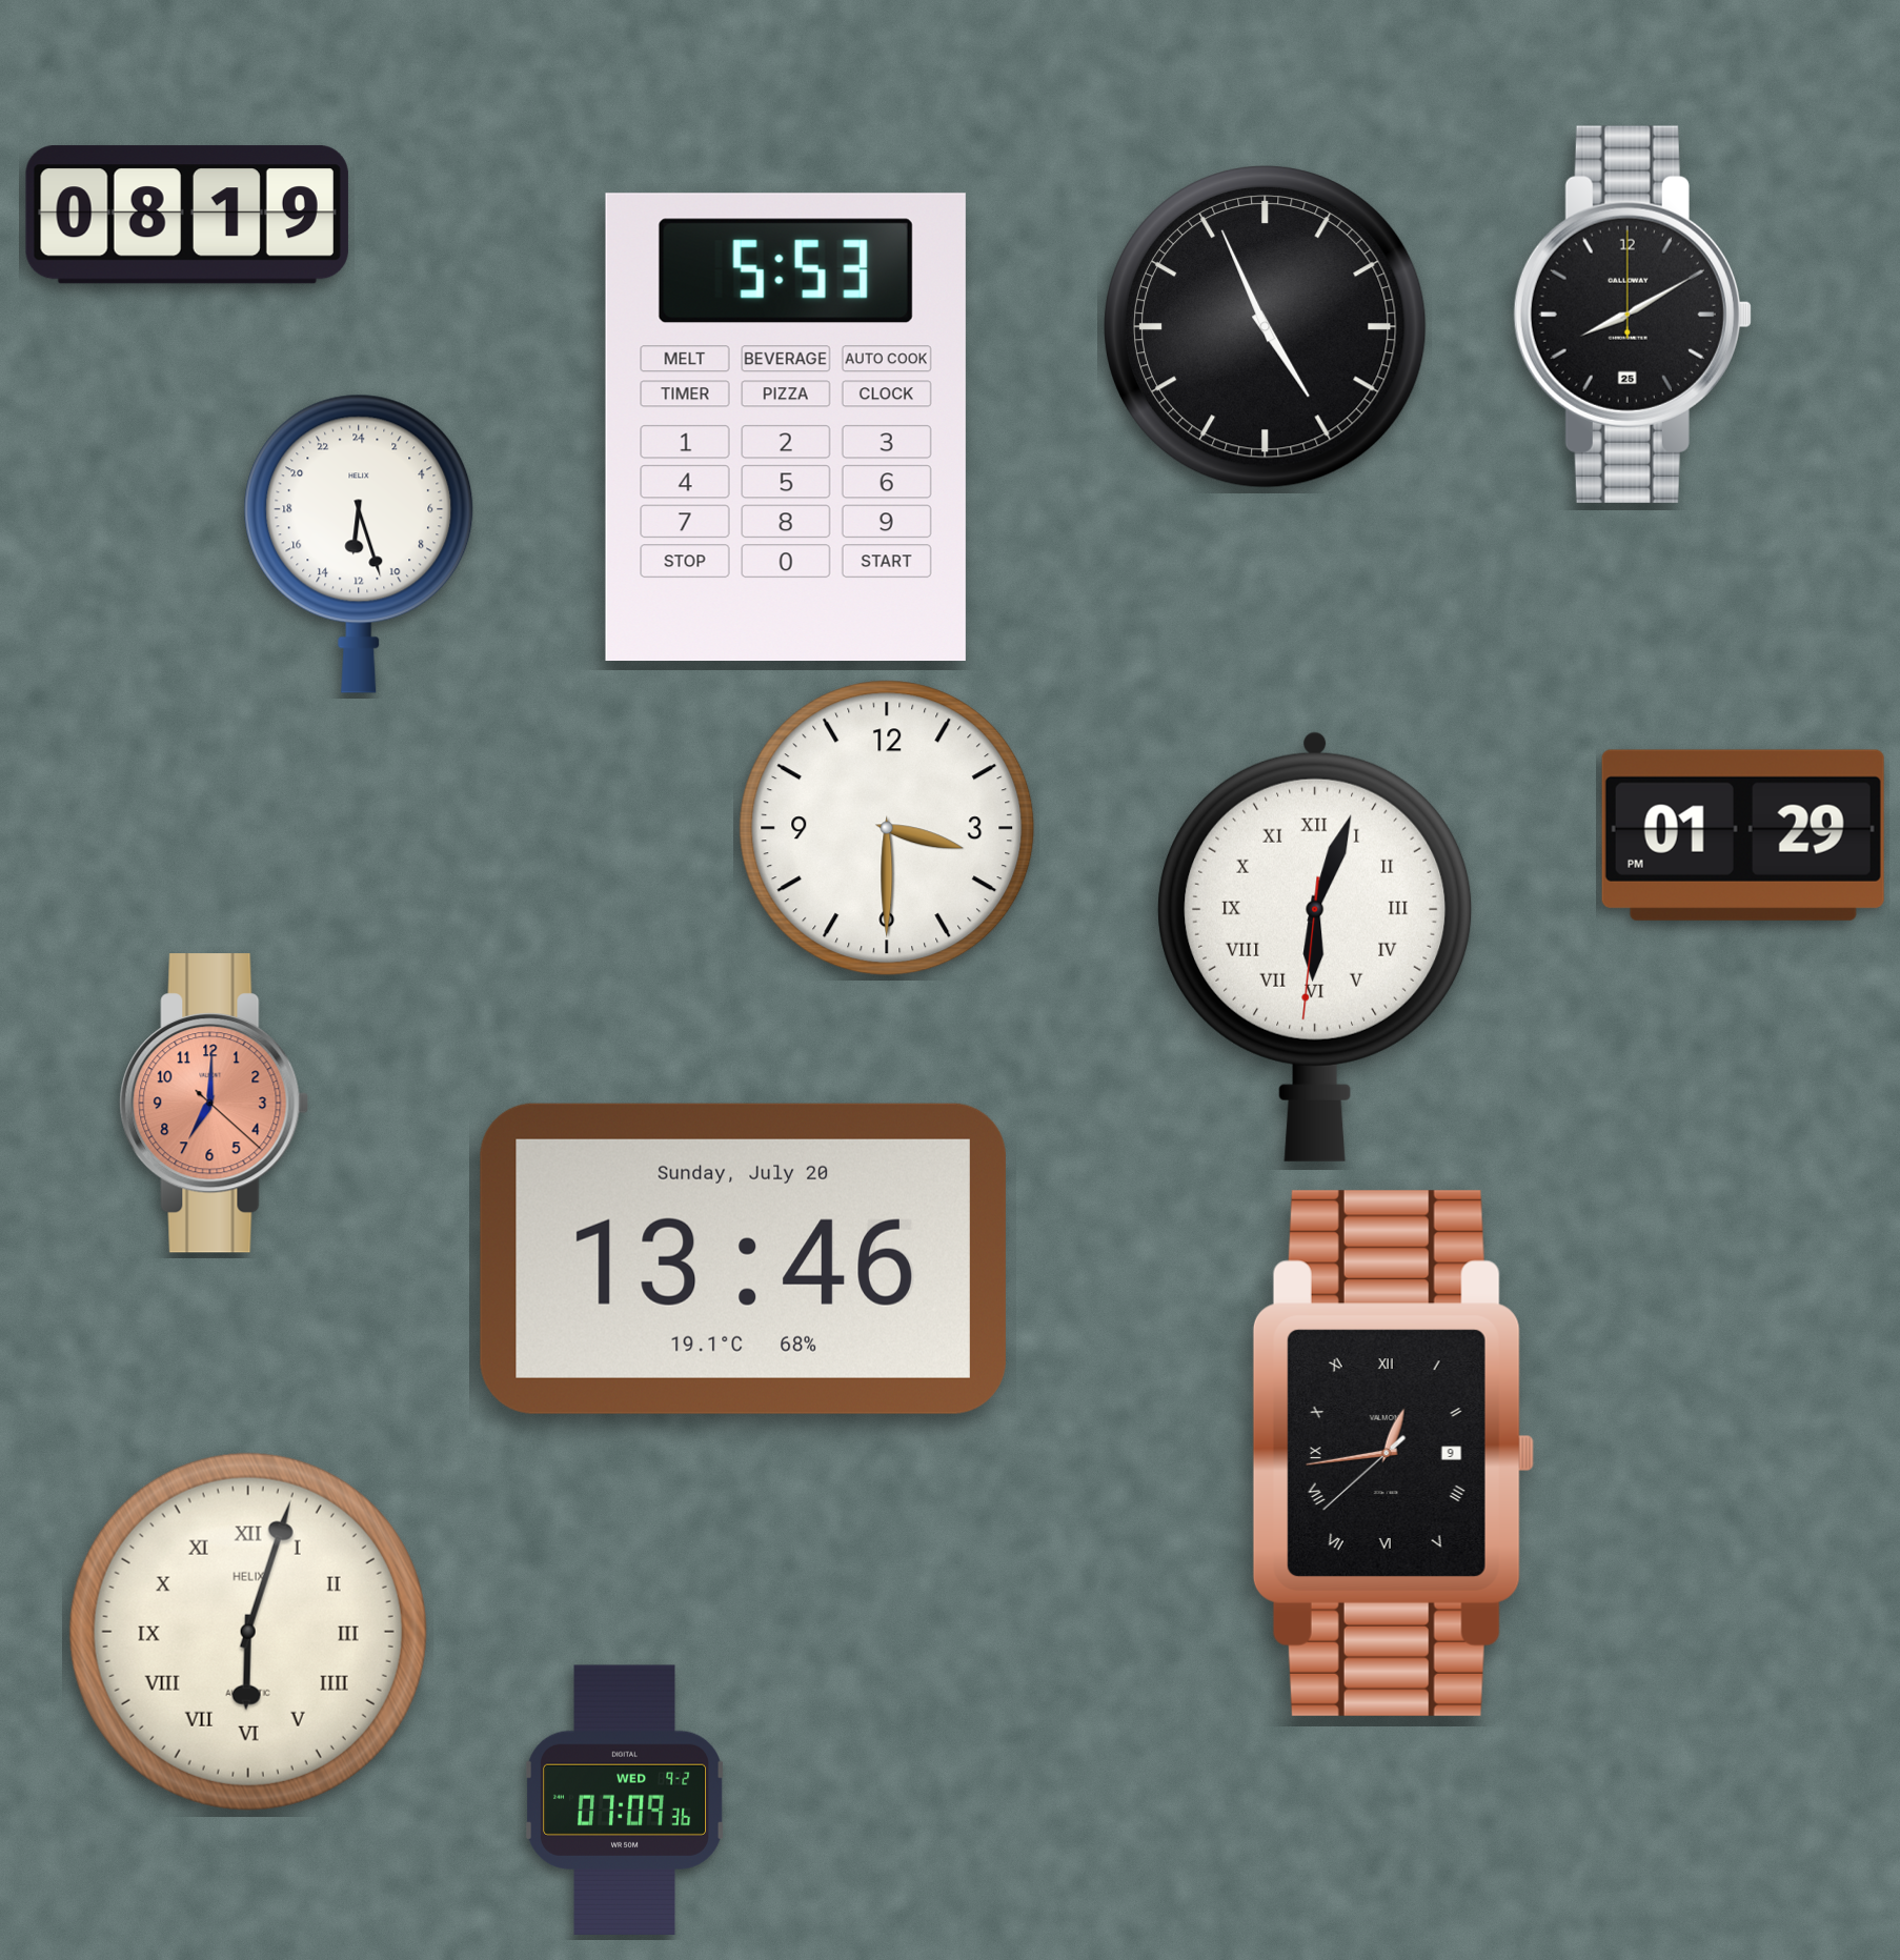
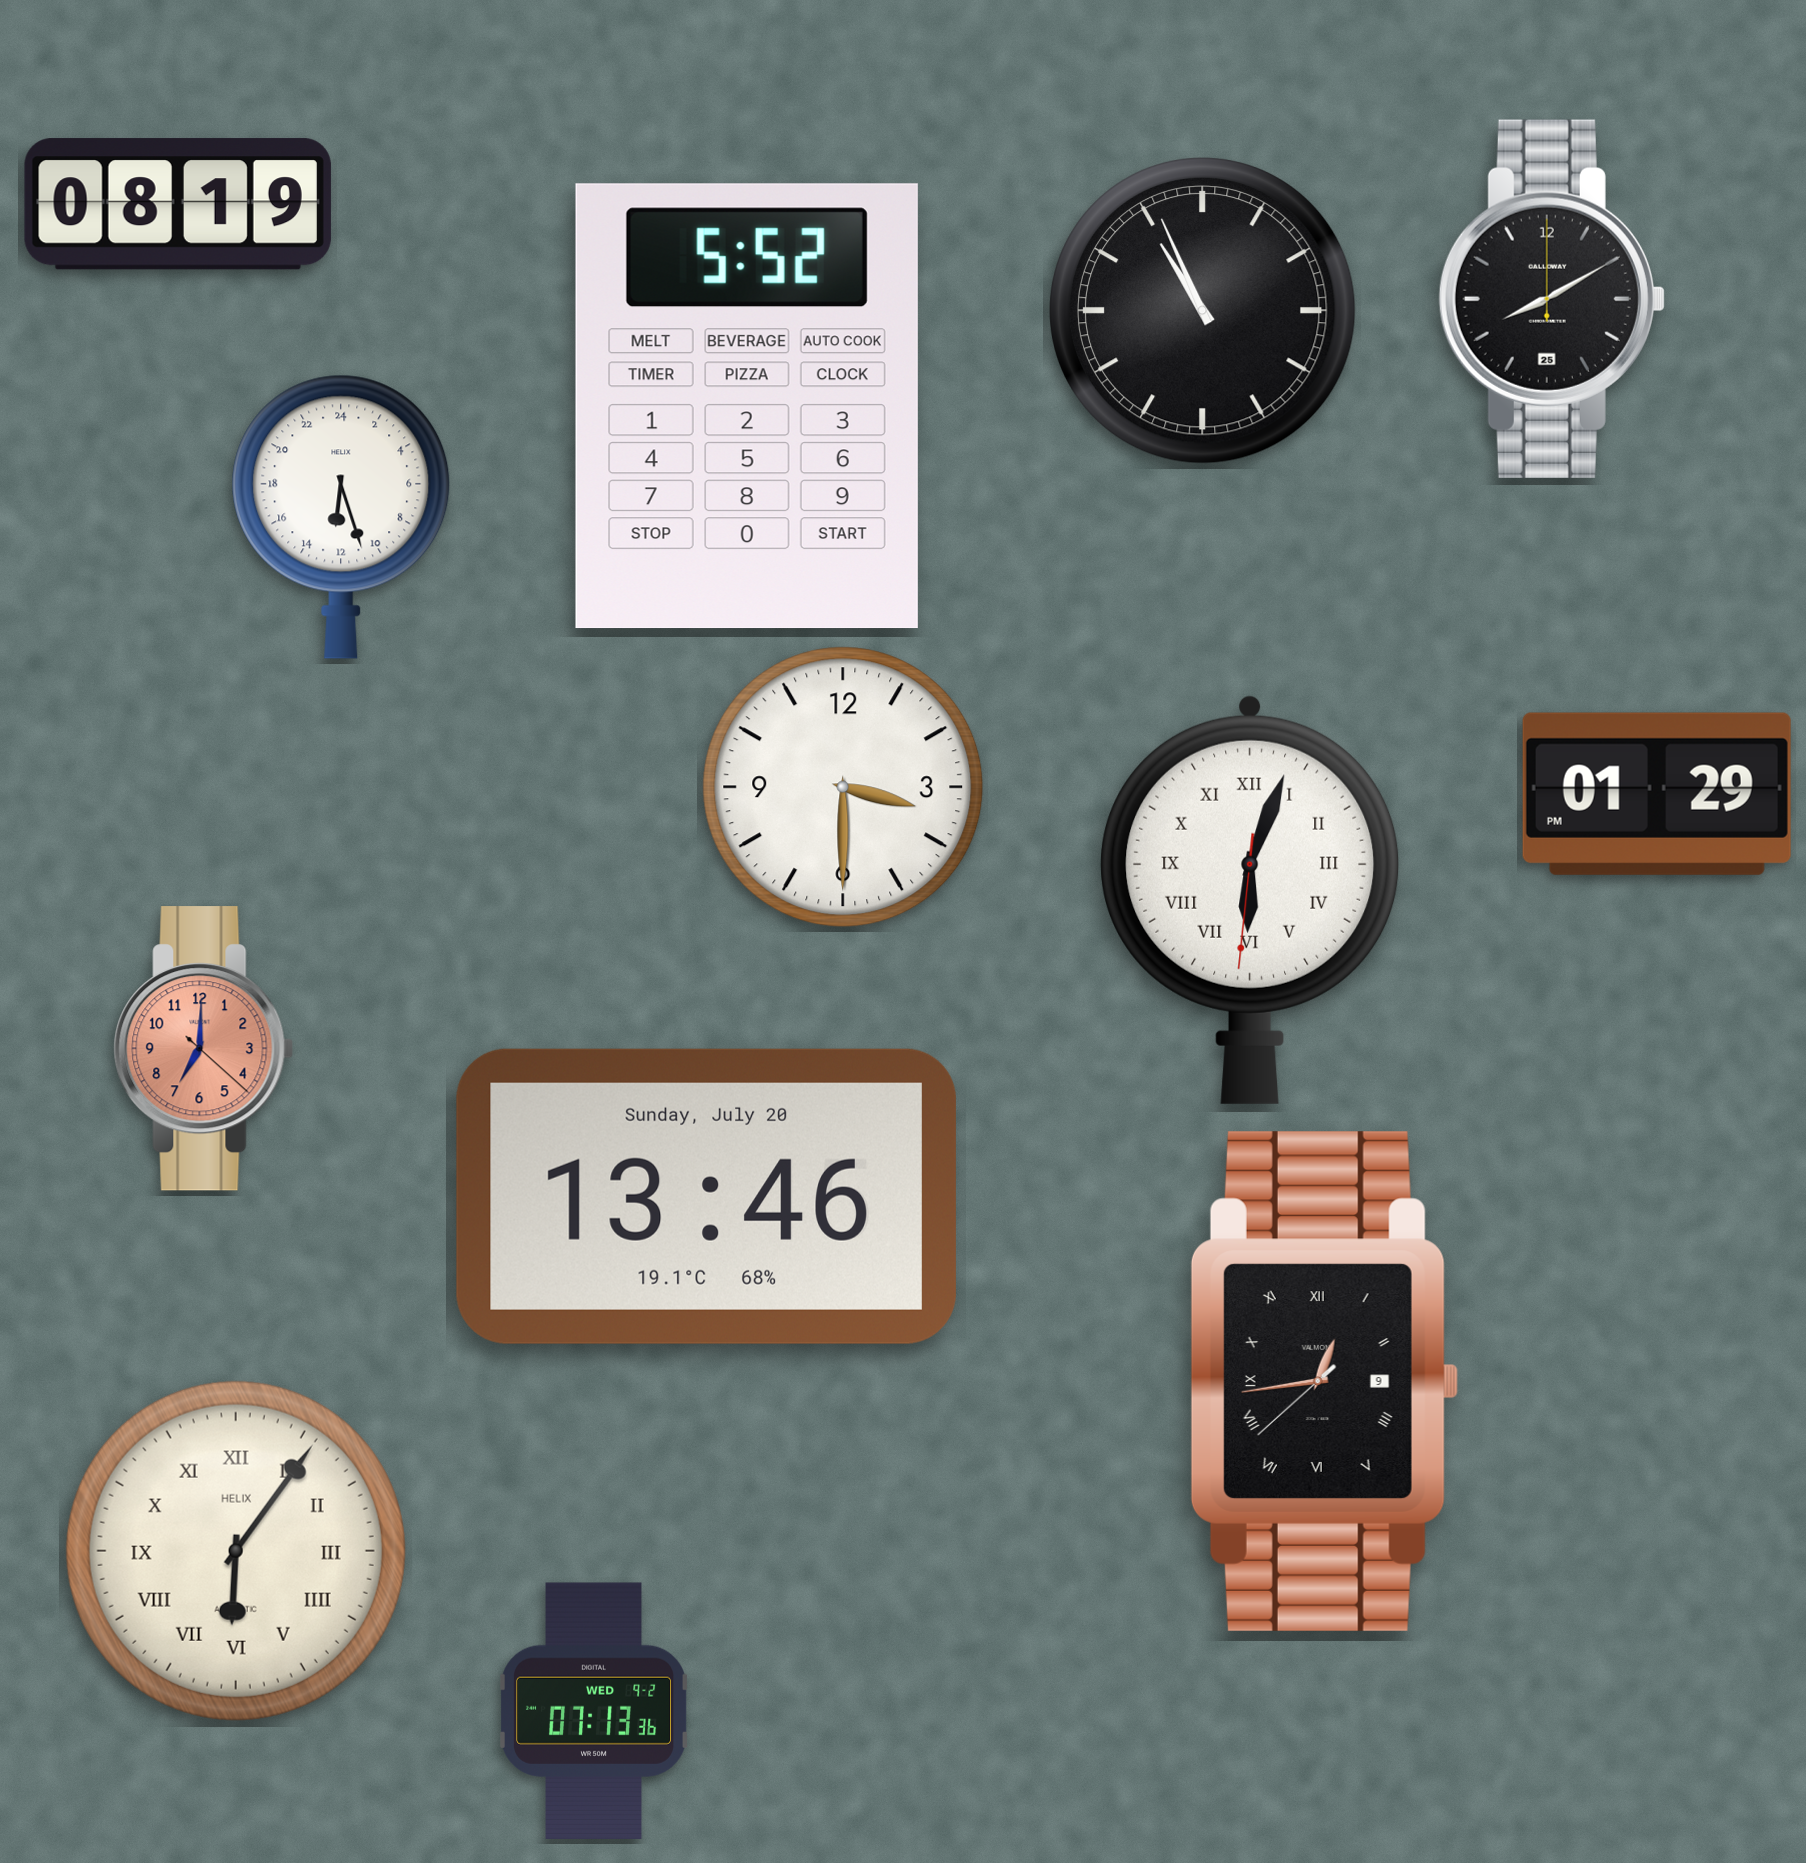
clock at (1265, 326): 4:56 -> 10:56
clock at (786, 427): 5:53 -> 5:52
clock at (248, 1632): 6:03 -> 6:06
clock at (625, 1800): 07:09 -> 07:13
